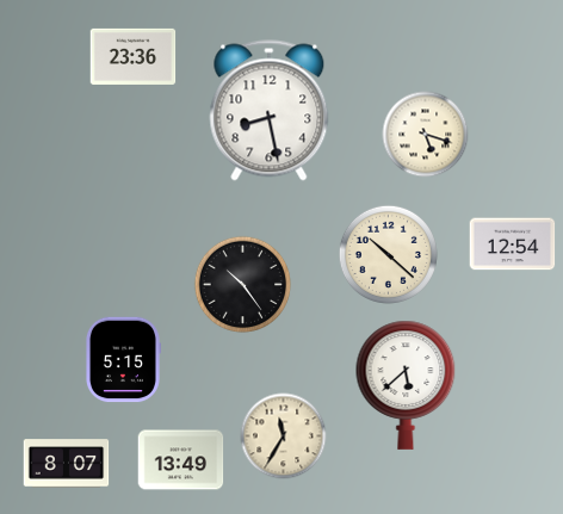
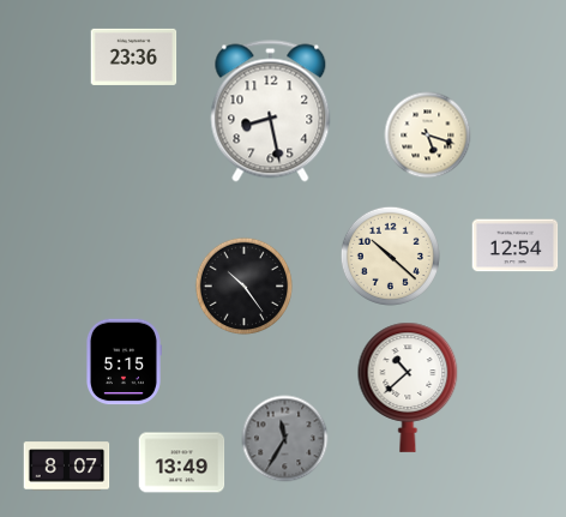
clock at (406, 385): 5:38 -> 10:38
clock at (284, 436) dial: cream -> grey
